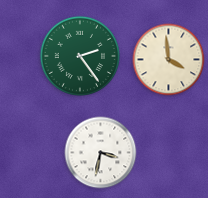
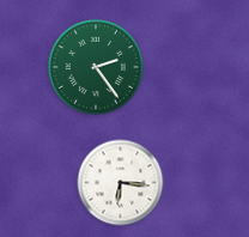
clock at (169, 60): 3:59 -> none
clock at (101, 153): 3:32 -> 6:16
